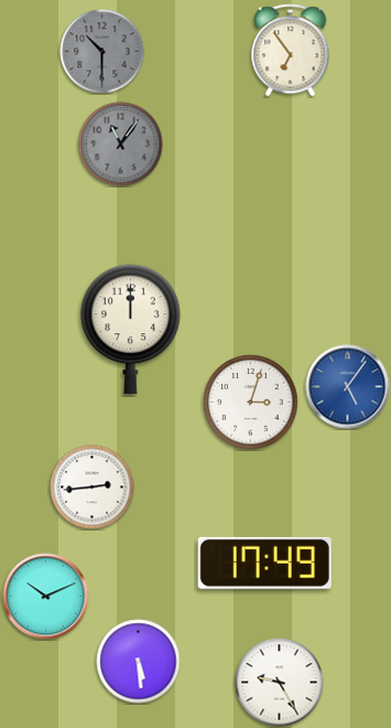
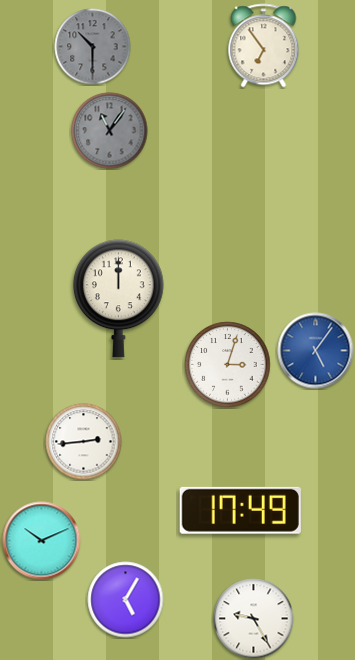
clock at (139, 662): 5:29 -> 5:05
